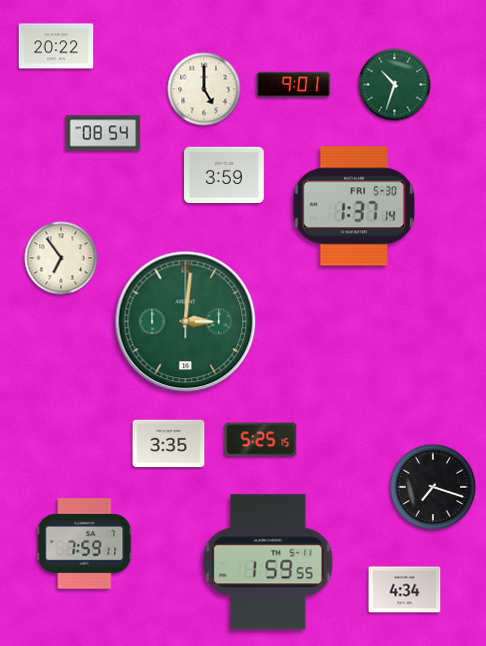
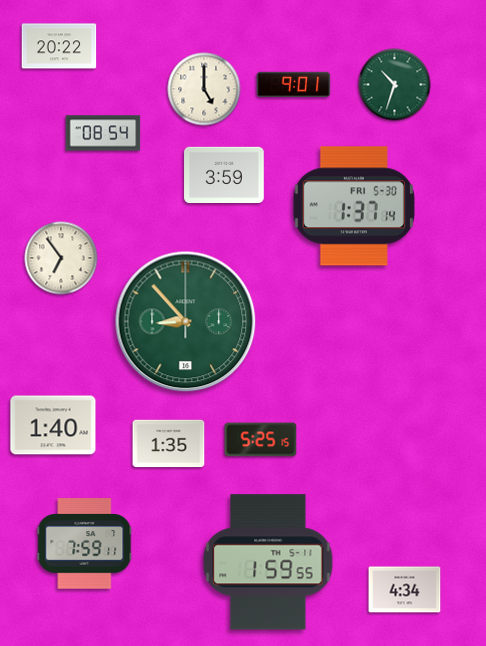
clock at (56, 46) position: (56, 46) -> (59, 46)
clock at (186, 322): 3:01 -> 8:53
clock at (53, 425): none -> 1:40
clock at (169, 444): 3:35 -> 1:35
clock at (433, 487): 7:18 -> none
